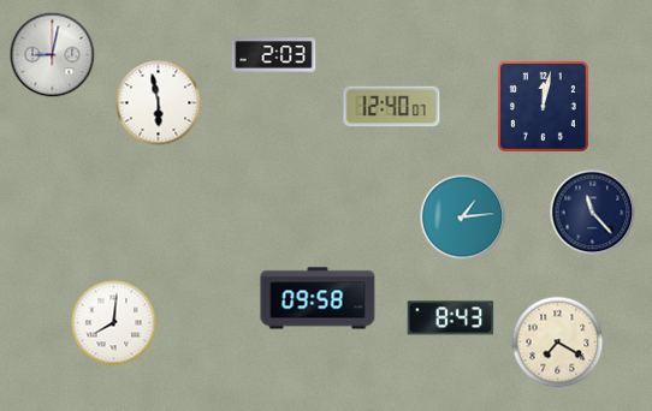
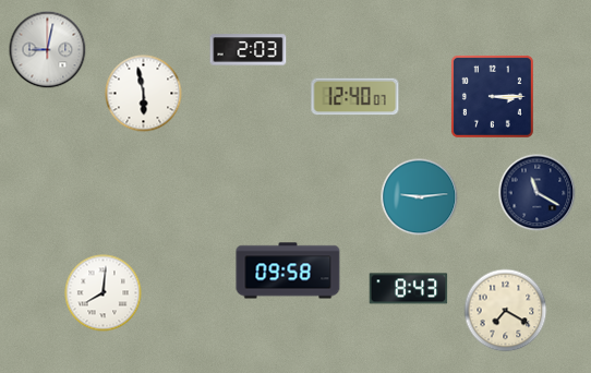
clock at (543, 106): 12:02 -> 3:15
clock at (593, 213): 11:23 -> 11:20
clock at (463, 218): 1:14 -> 9:14
